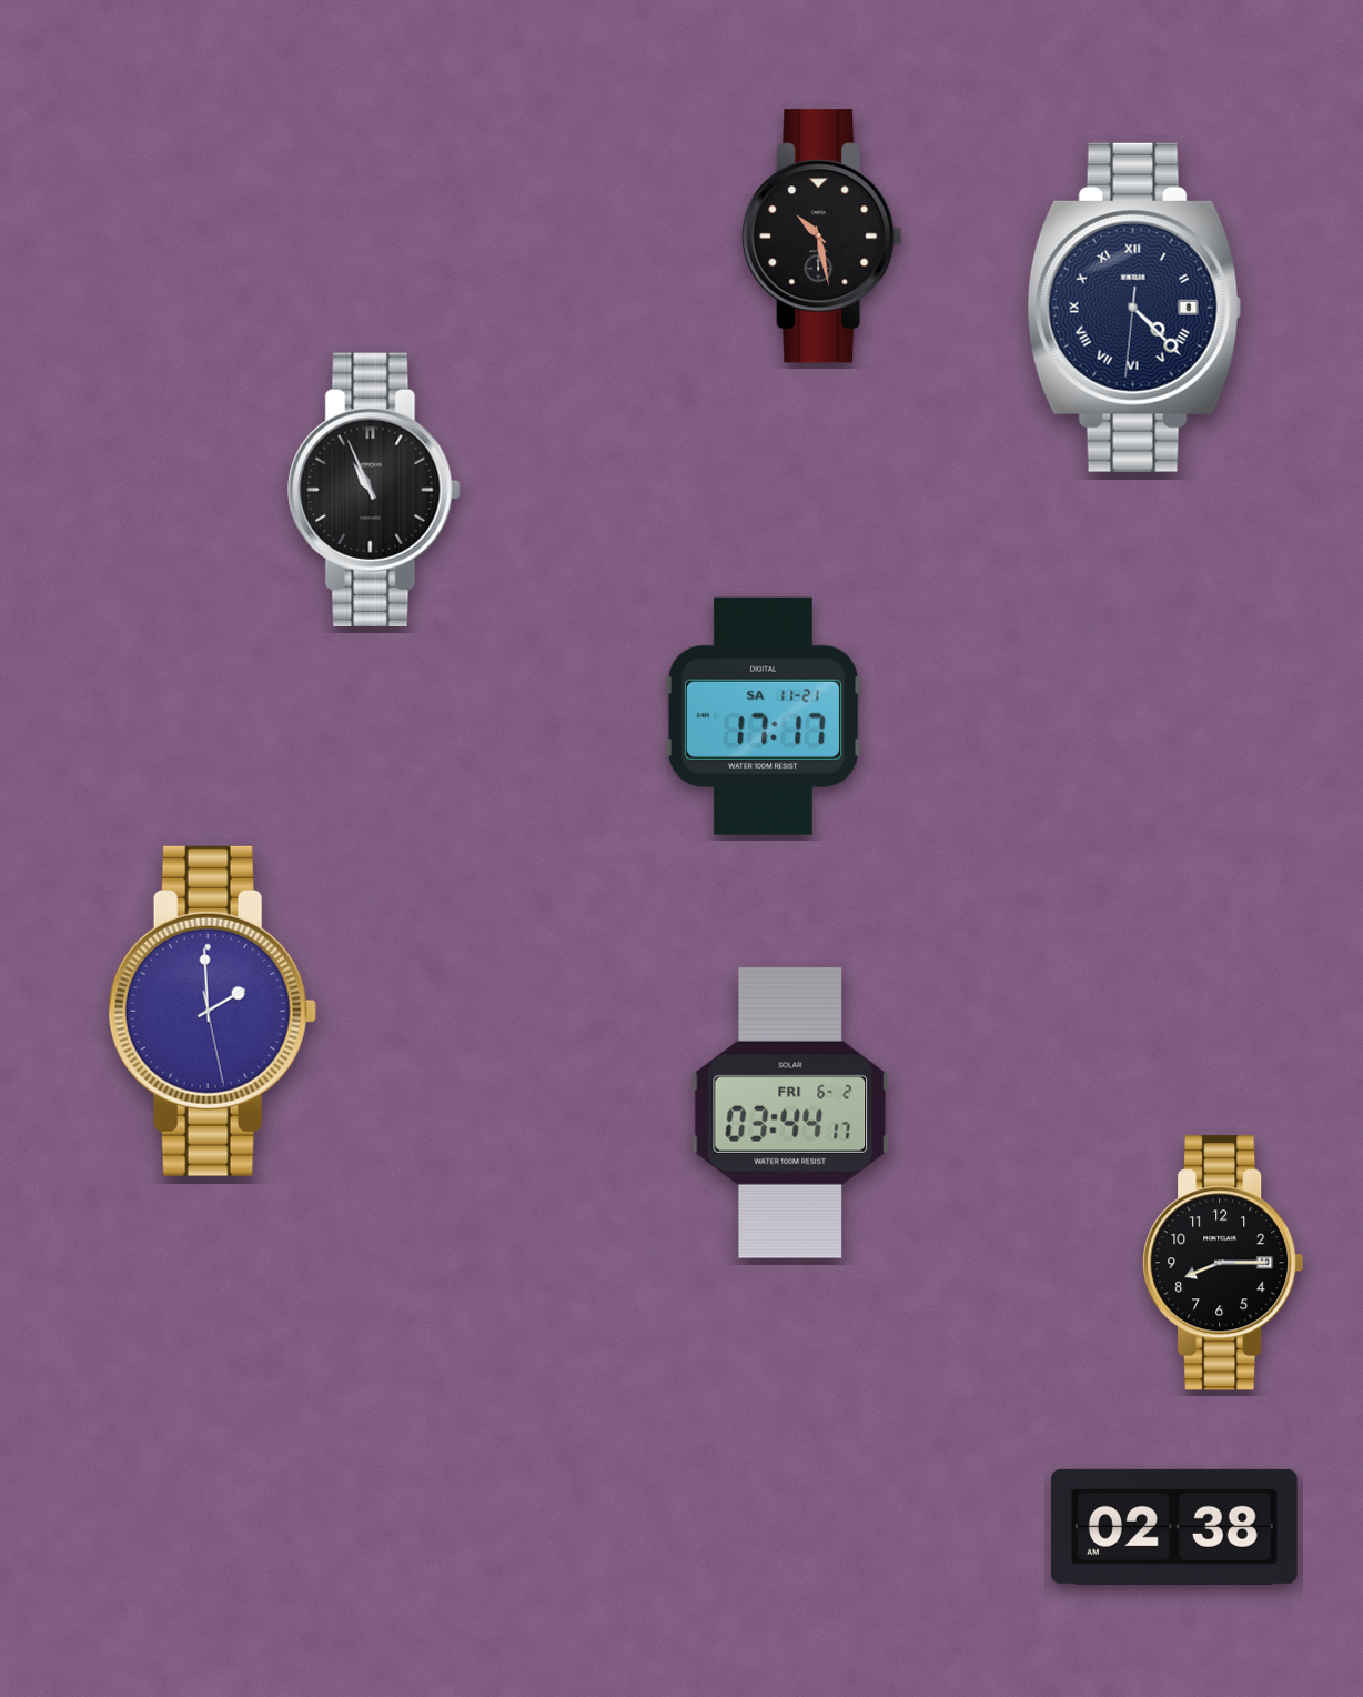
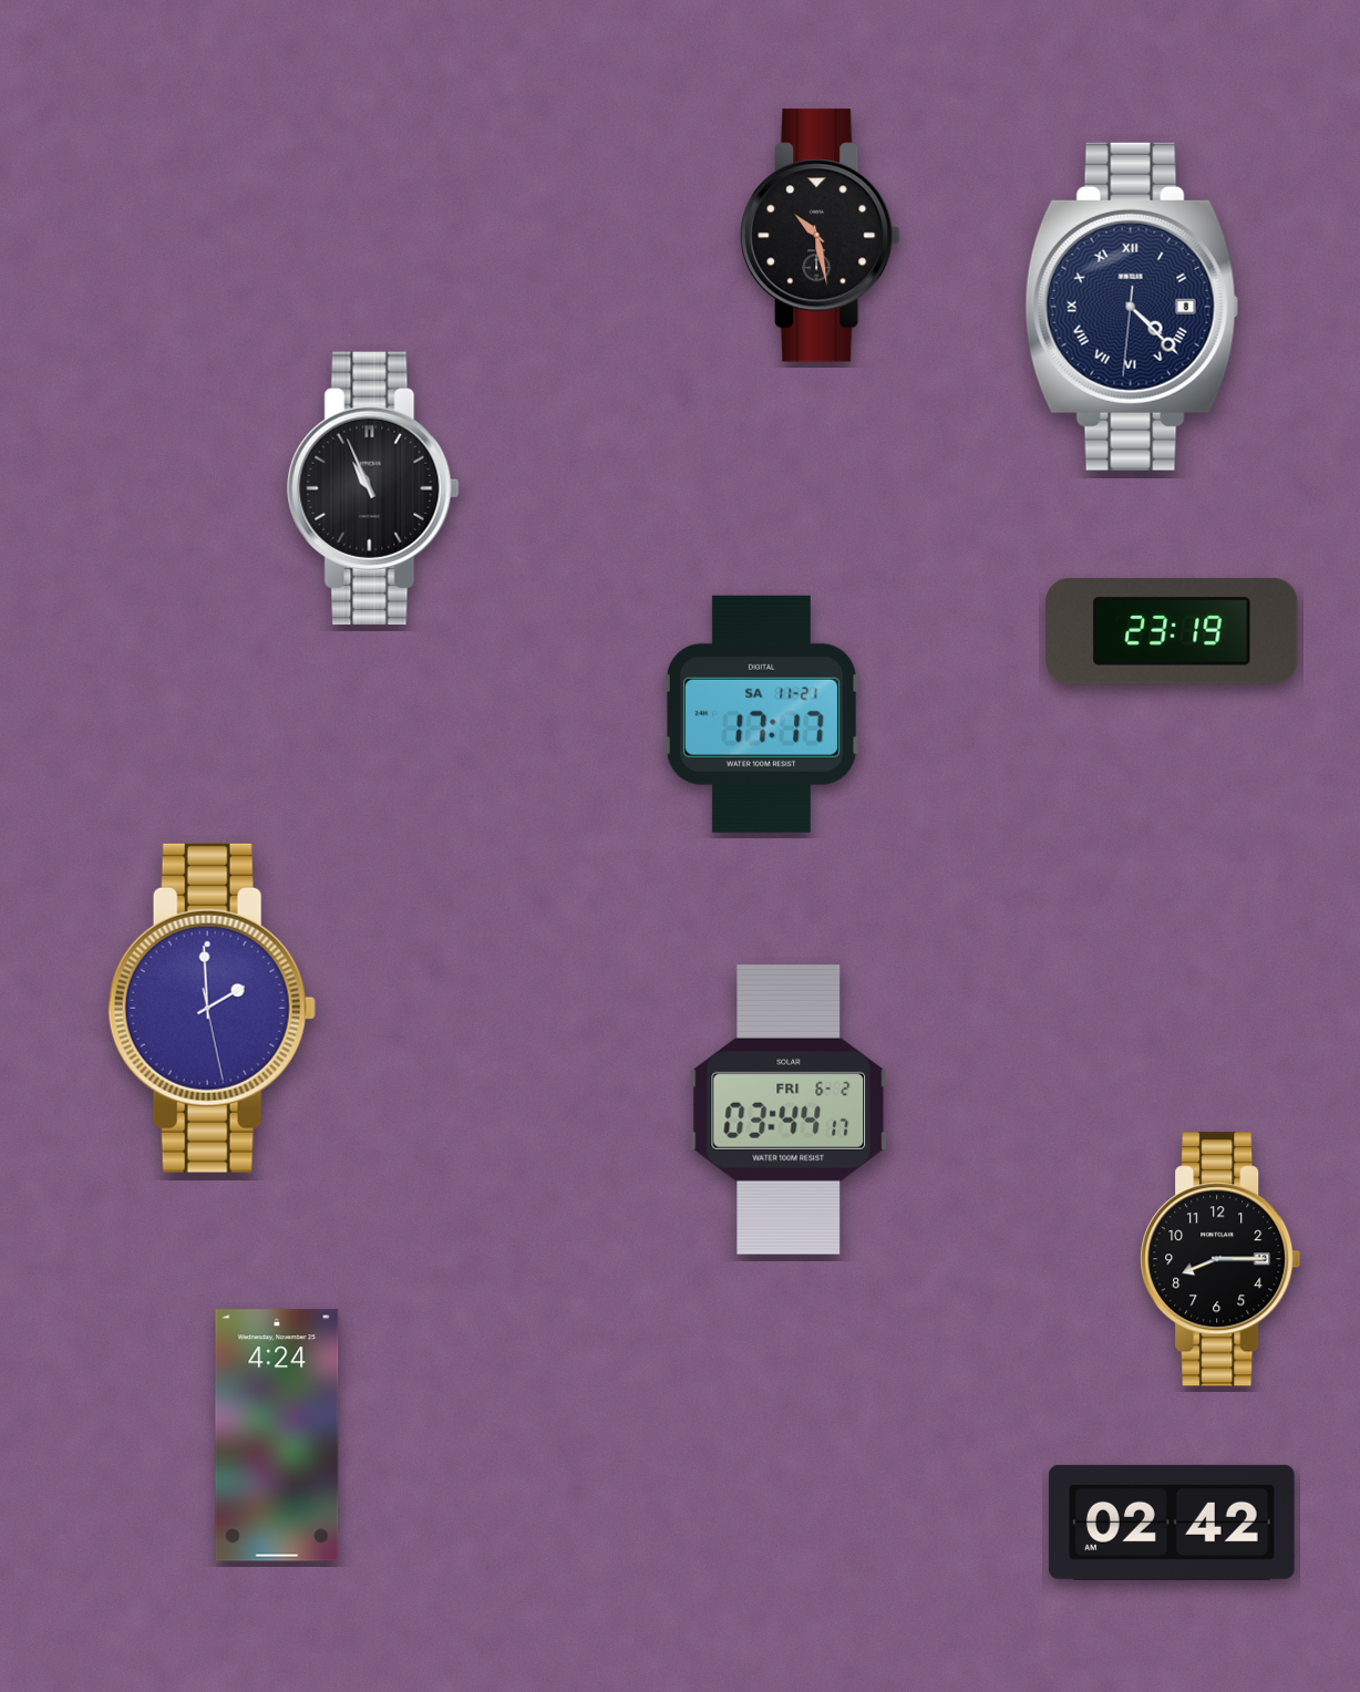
clock at (1172, 631): none -> 23:19
clock at (277, 1435): none -> 4:24
clock at (1174, 1527): 02:38 -> 02:42
